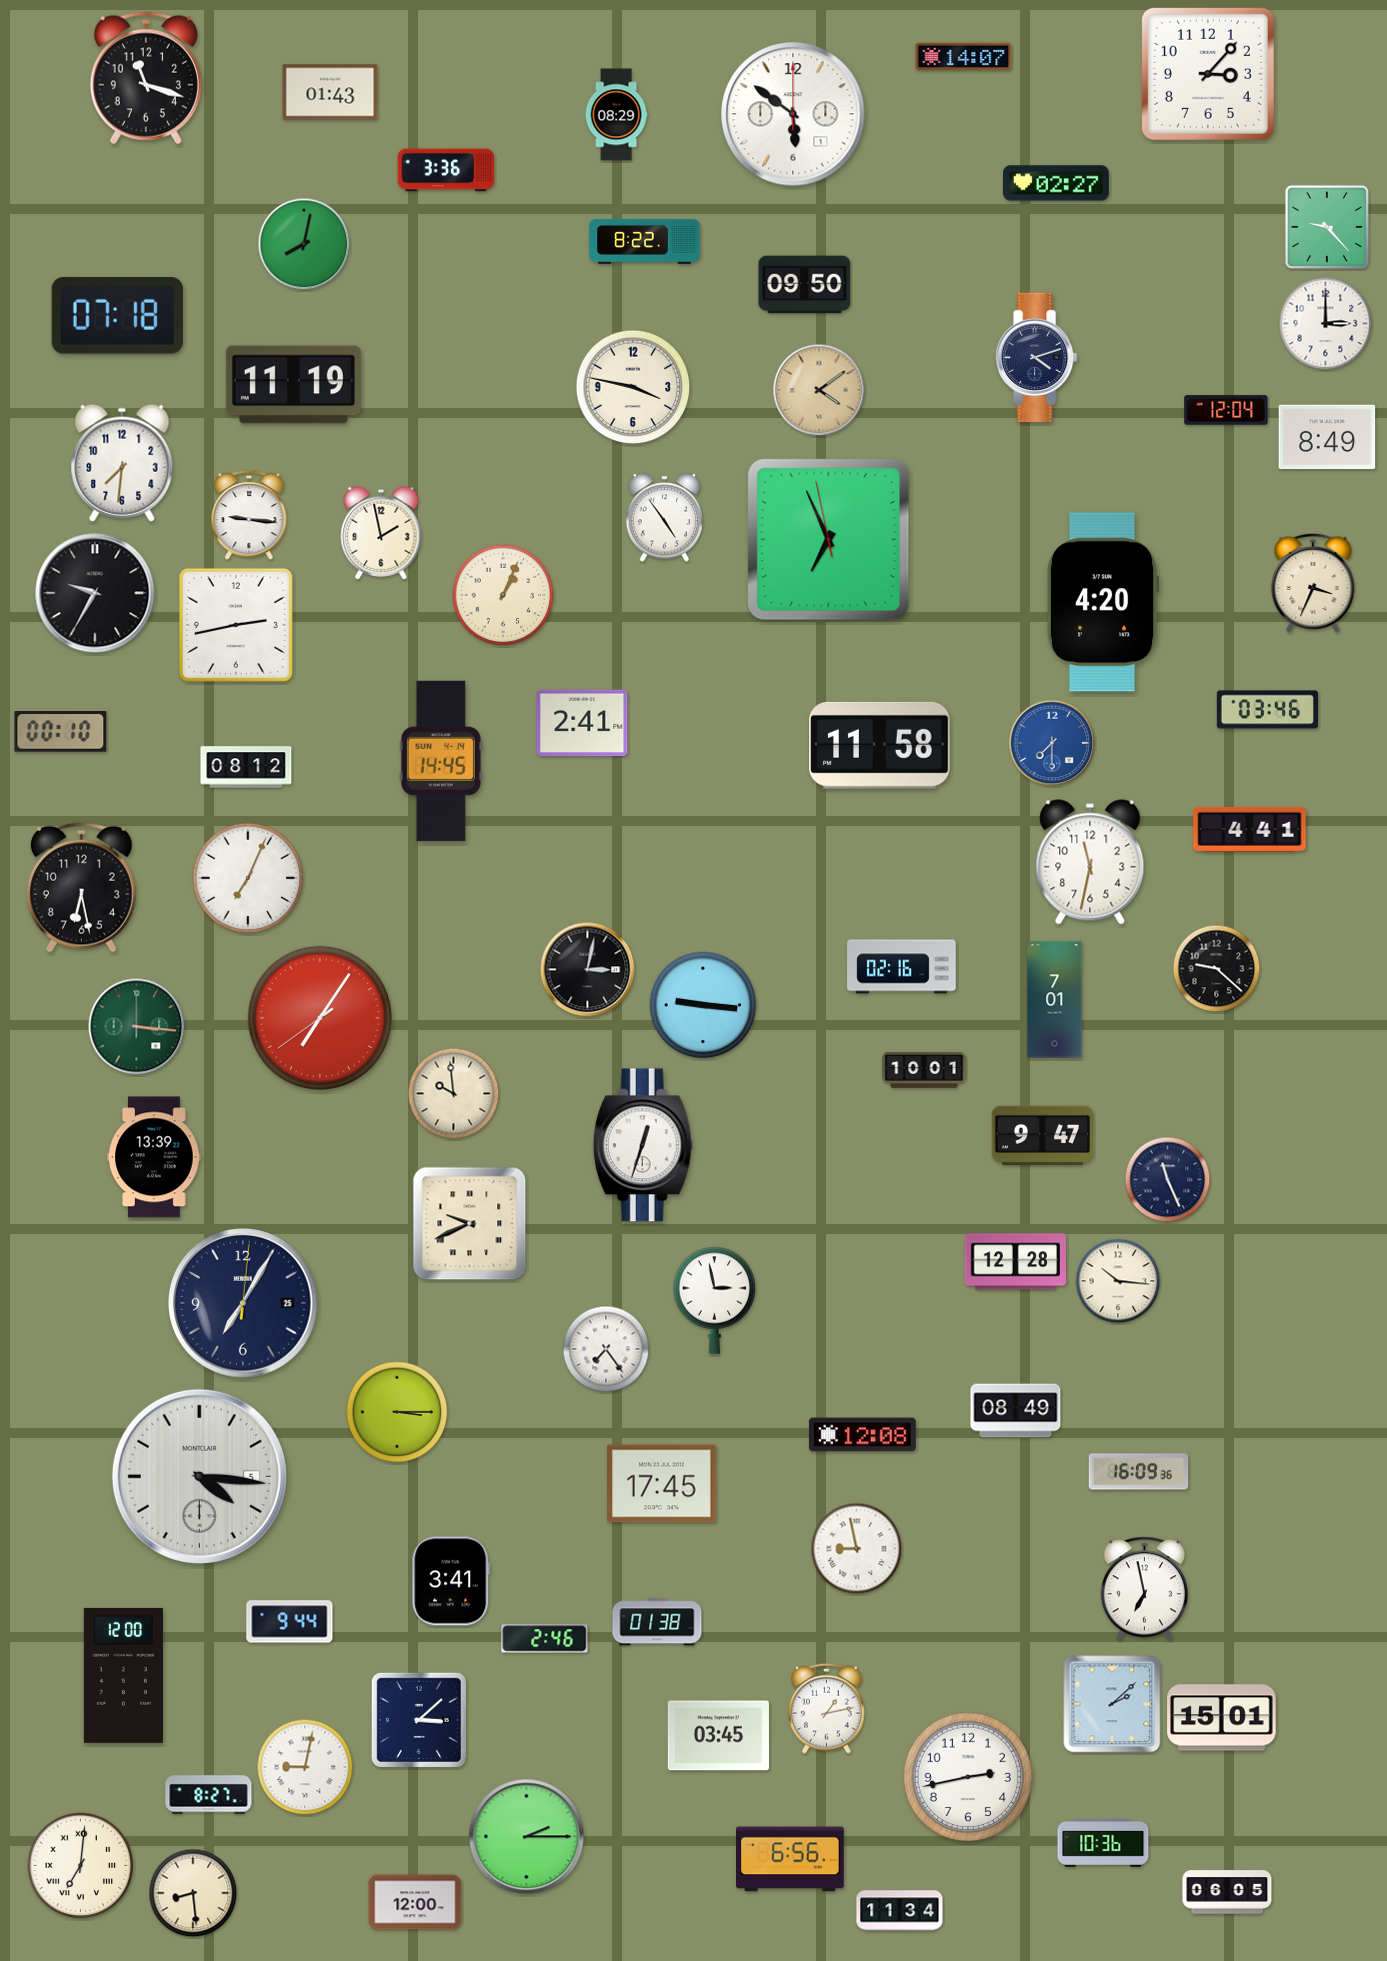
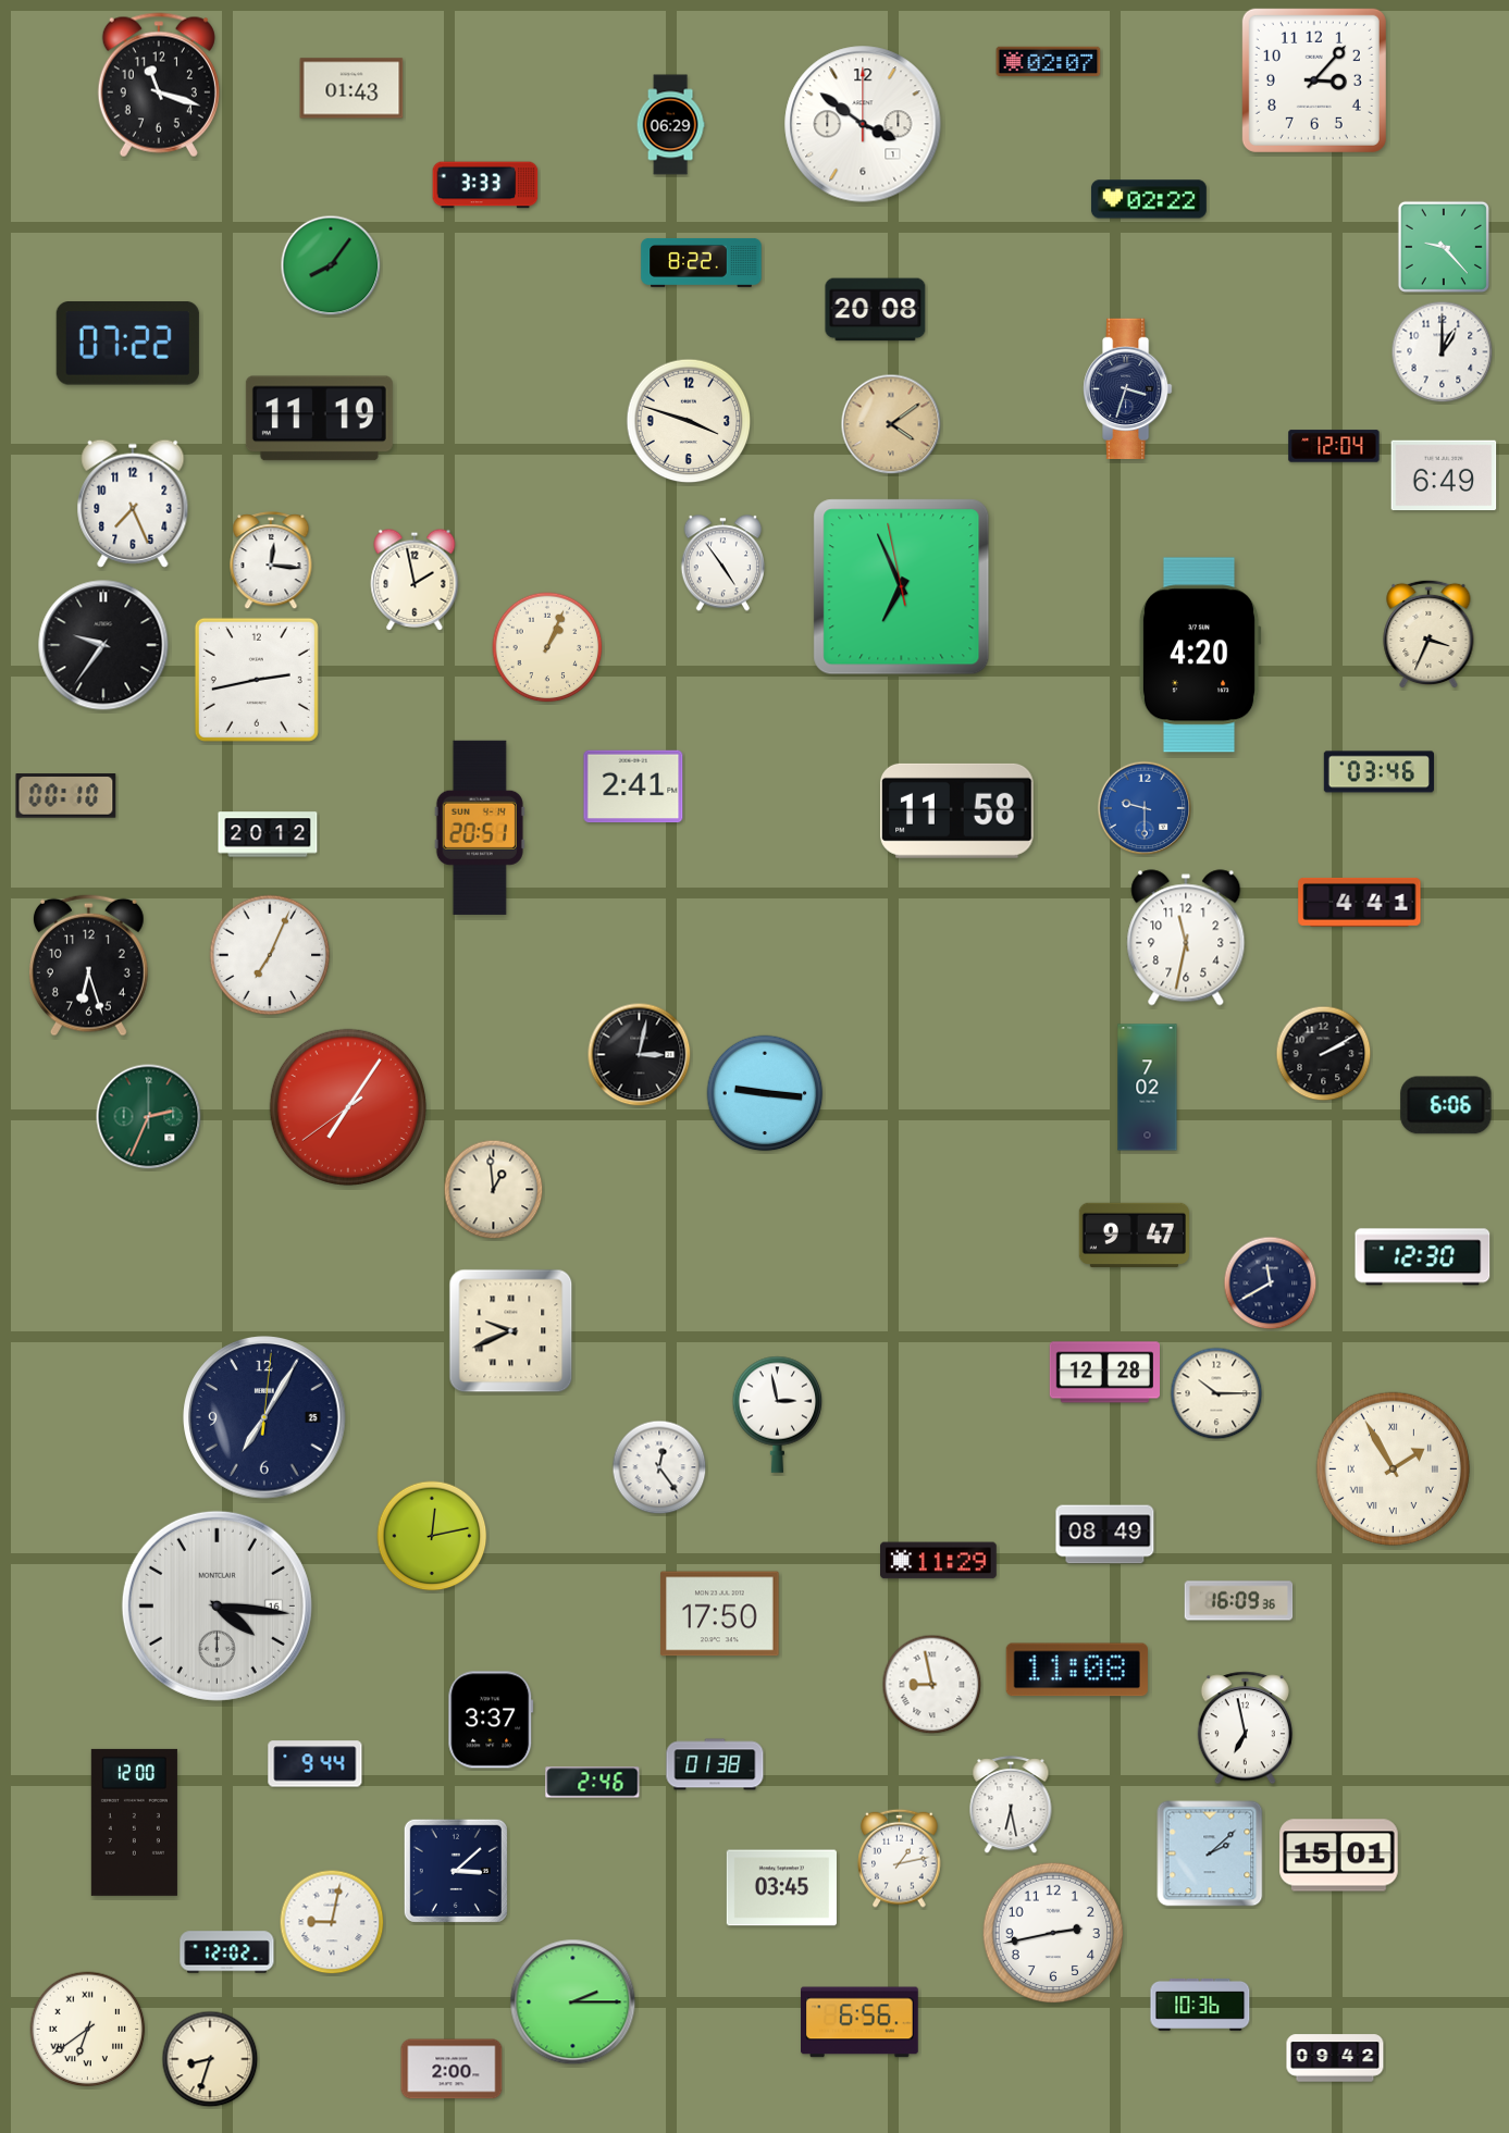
clock at (964, 57): 14:07 -> 02:07
clock at (330, 92) position: (330, 92) -> (351, 88)
clock at (793, 114): 5:51 -> 3:51
clock at (616, 115): 08:29 -> 06:29
clock at (446, 170): 3:36 -> 3:33
clock at (1056, 183): 02:27 -> 02:22
clock at (304, 244): 8:02 -> 8:06
clock at (805, 285): 09:50 -> 20:08
clock at (117, 316): 07:18 -> 07:22
clock at (1326, 324): 3:00 -> 1:00
clock at (1037, 358): 4:12 -> 3:33
clock at (633, 387): 3:47 -> 3:48
clock at (1327, 437): 8:49 -> 6:49
clock at (122, 463): 7:31 -> 7:26
clock at (249, 516): 9:16 -> 12:16
clock at (95, 593): 9:35 -> 9:36
clock at (1052, 743): 7:30 -> 9:30
clock at (441, 761): 14:45 -> 20:51
clock at (246, 767): 08:12 -> 20:12
clock at (81, 887): 6:28 -> 6:27
clock at (902, 967): 02:16 -> none
clock at (1217, 969): 9:22 -> 2:10
clock at (1055, 1000): 7:01 -> 7:02
clock at (1446, 1105): none -> 6:06
clock at (137, 1027): 3:16 -> 2:34
clock at (924, 1070): 10:01 -> none
clock at (454, 1094): 9:59 -> 12:59
clock at (643, 1145): 12:33 -> none
clock at (1423, 1257): none -> 12:30
clock at (154, 1157): 13:39 -> none
clock at (1168, 1180): 11:26 -> 11:40
clock at (1118, 1281): 10:16 -> 10:15
clock at (606, 1349): 7:24 -> 12:24
clock at (1393, 1468): none -> 1:55
clock at (397, 1412): 3:15 -> 12:13
clock at (863, 1435): 12:08 -> 11:29
clock at (199, 1476) date: 5 -> 16
clock at (662, 1484): 17:45 -> 17:50
clock at (1077, 1670): none -> 11:08
clock at (451, 1581): 3:41 -> 3:37
clock at (1011, 1806): none -> 6:28
clock at (1222, 1718) position: (1222, 1718) -> (1339, 1856)
clock at (209, 1795): 8:27 -> 12:02
clock at (527, 1837) position: (527, 1837) -> (573, 2002)
clock at (81, 1866): 7:01 -> 6:39
clock at (1227, 1892): 06:05 -> 09:42
clock at (193, 1893): 8:29 -> 8:33
clock at (415, 1902): 12:00 -> 2:00
clock at (900, 1911): 11:34 -> none
